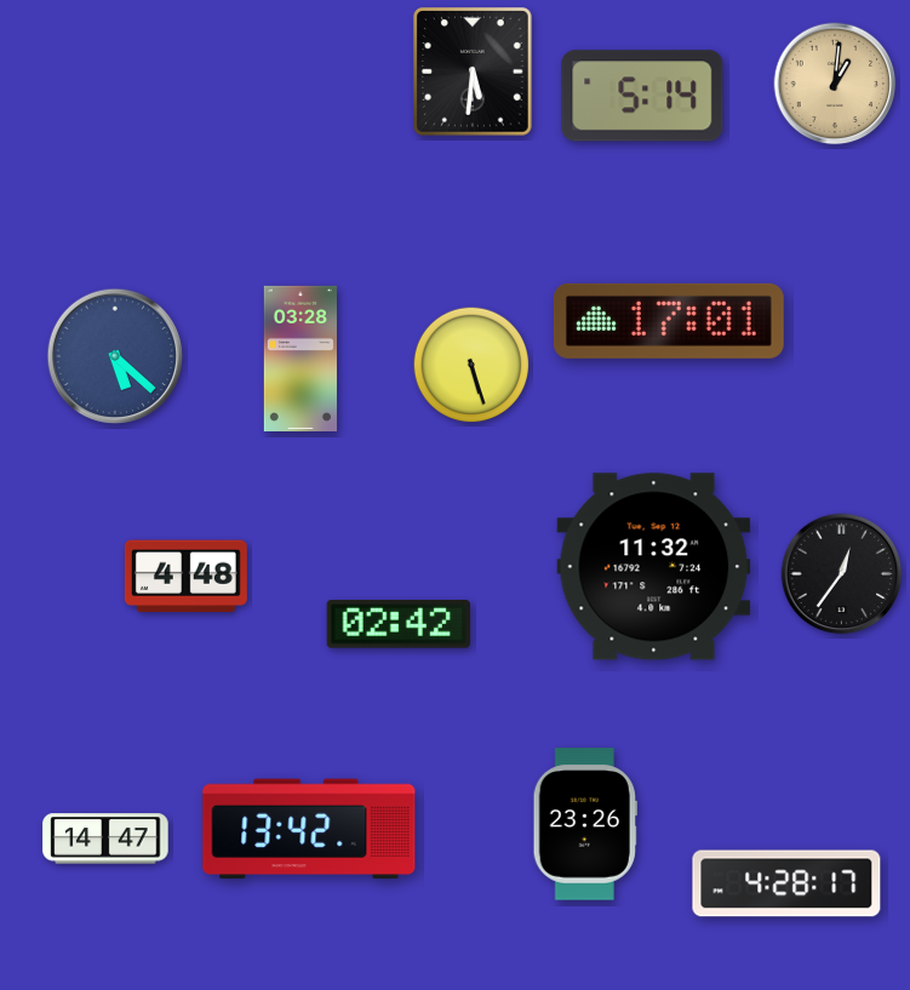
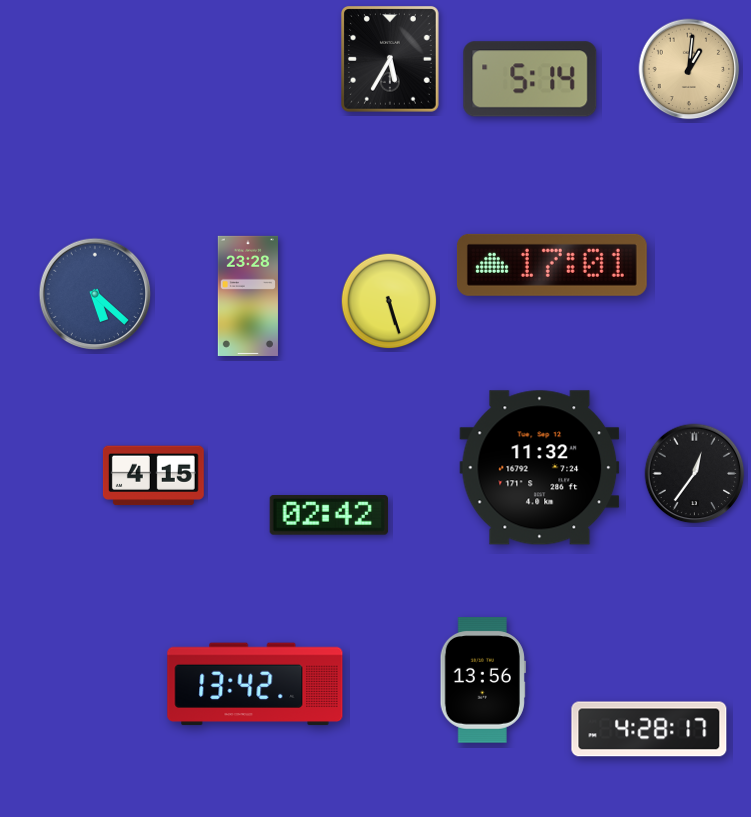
clock at (474, 71): 5:31 -> 5:35
clock at (301, 359): 03:28 -> 23:28
clock at (185, 577): 4:48 -> 4:15
clock at (585, 824): 23:26 -> 13:56
clock at (105, 839): 14:47 -> none
